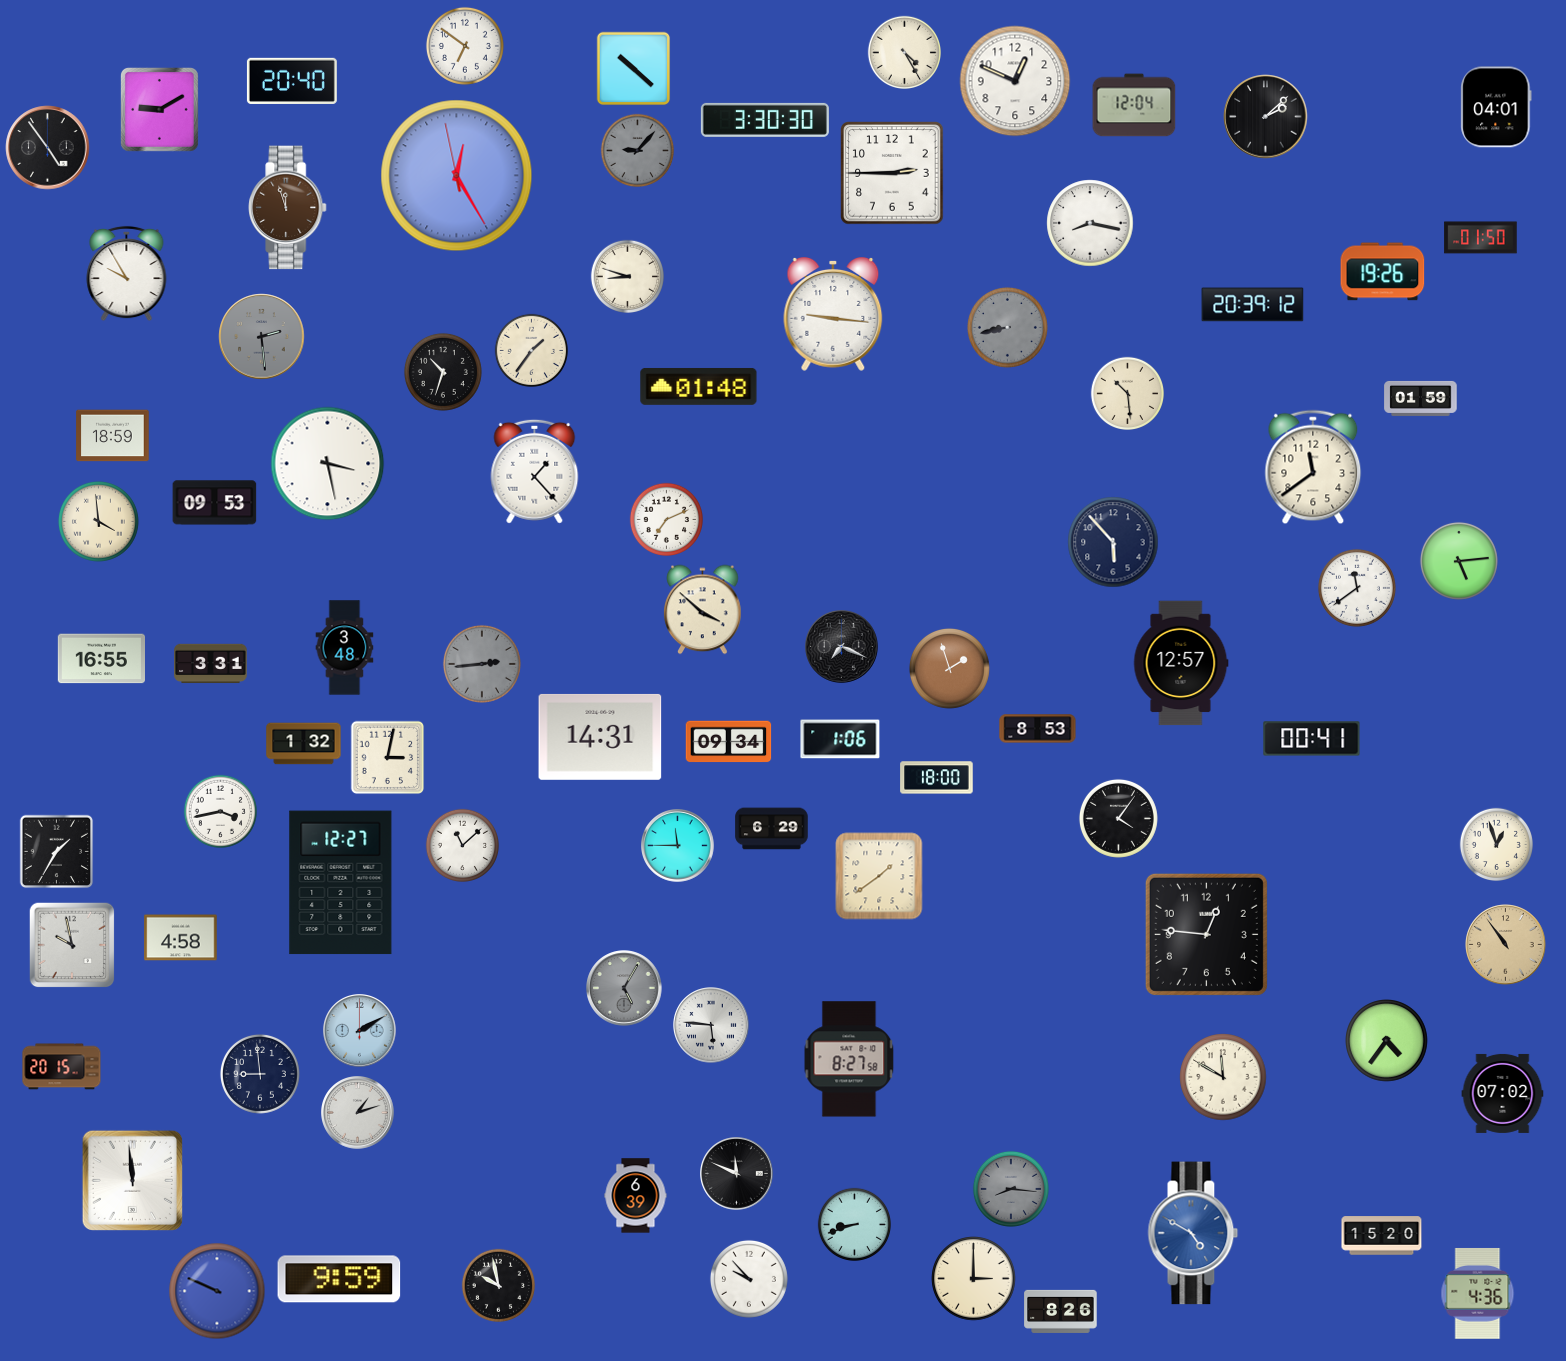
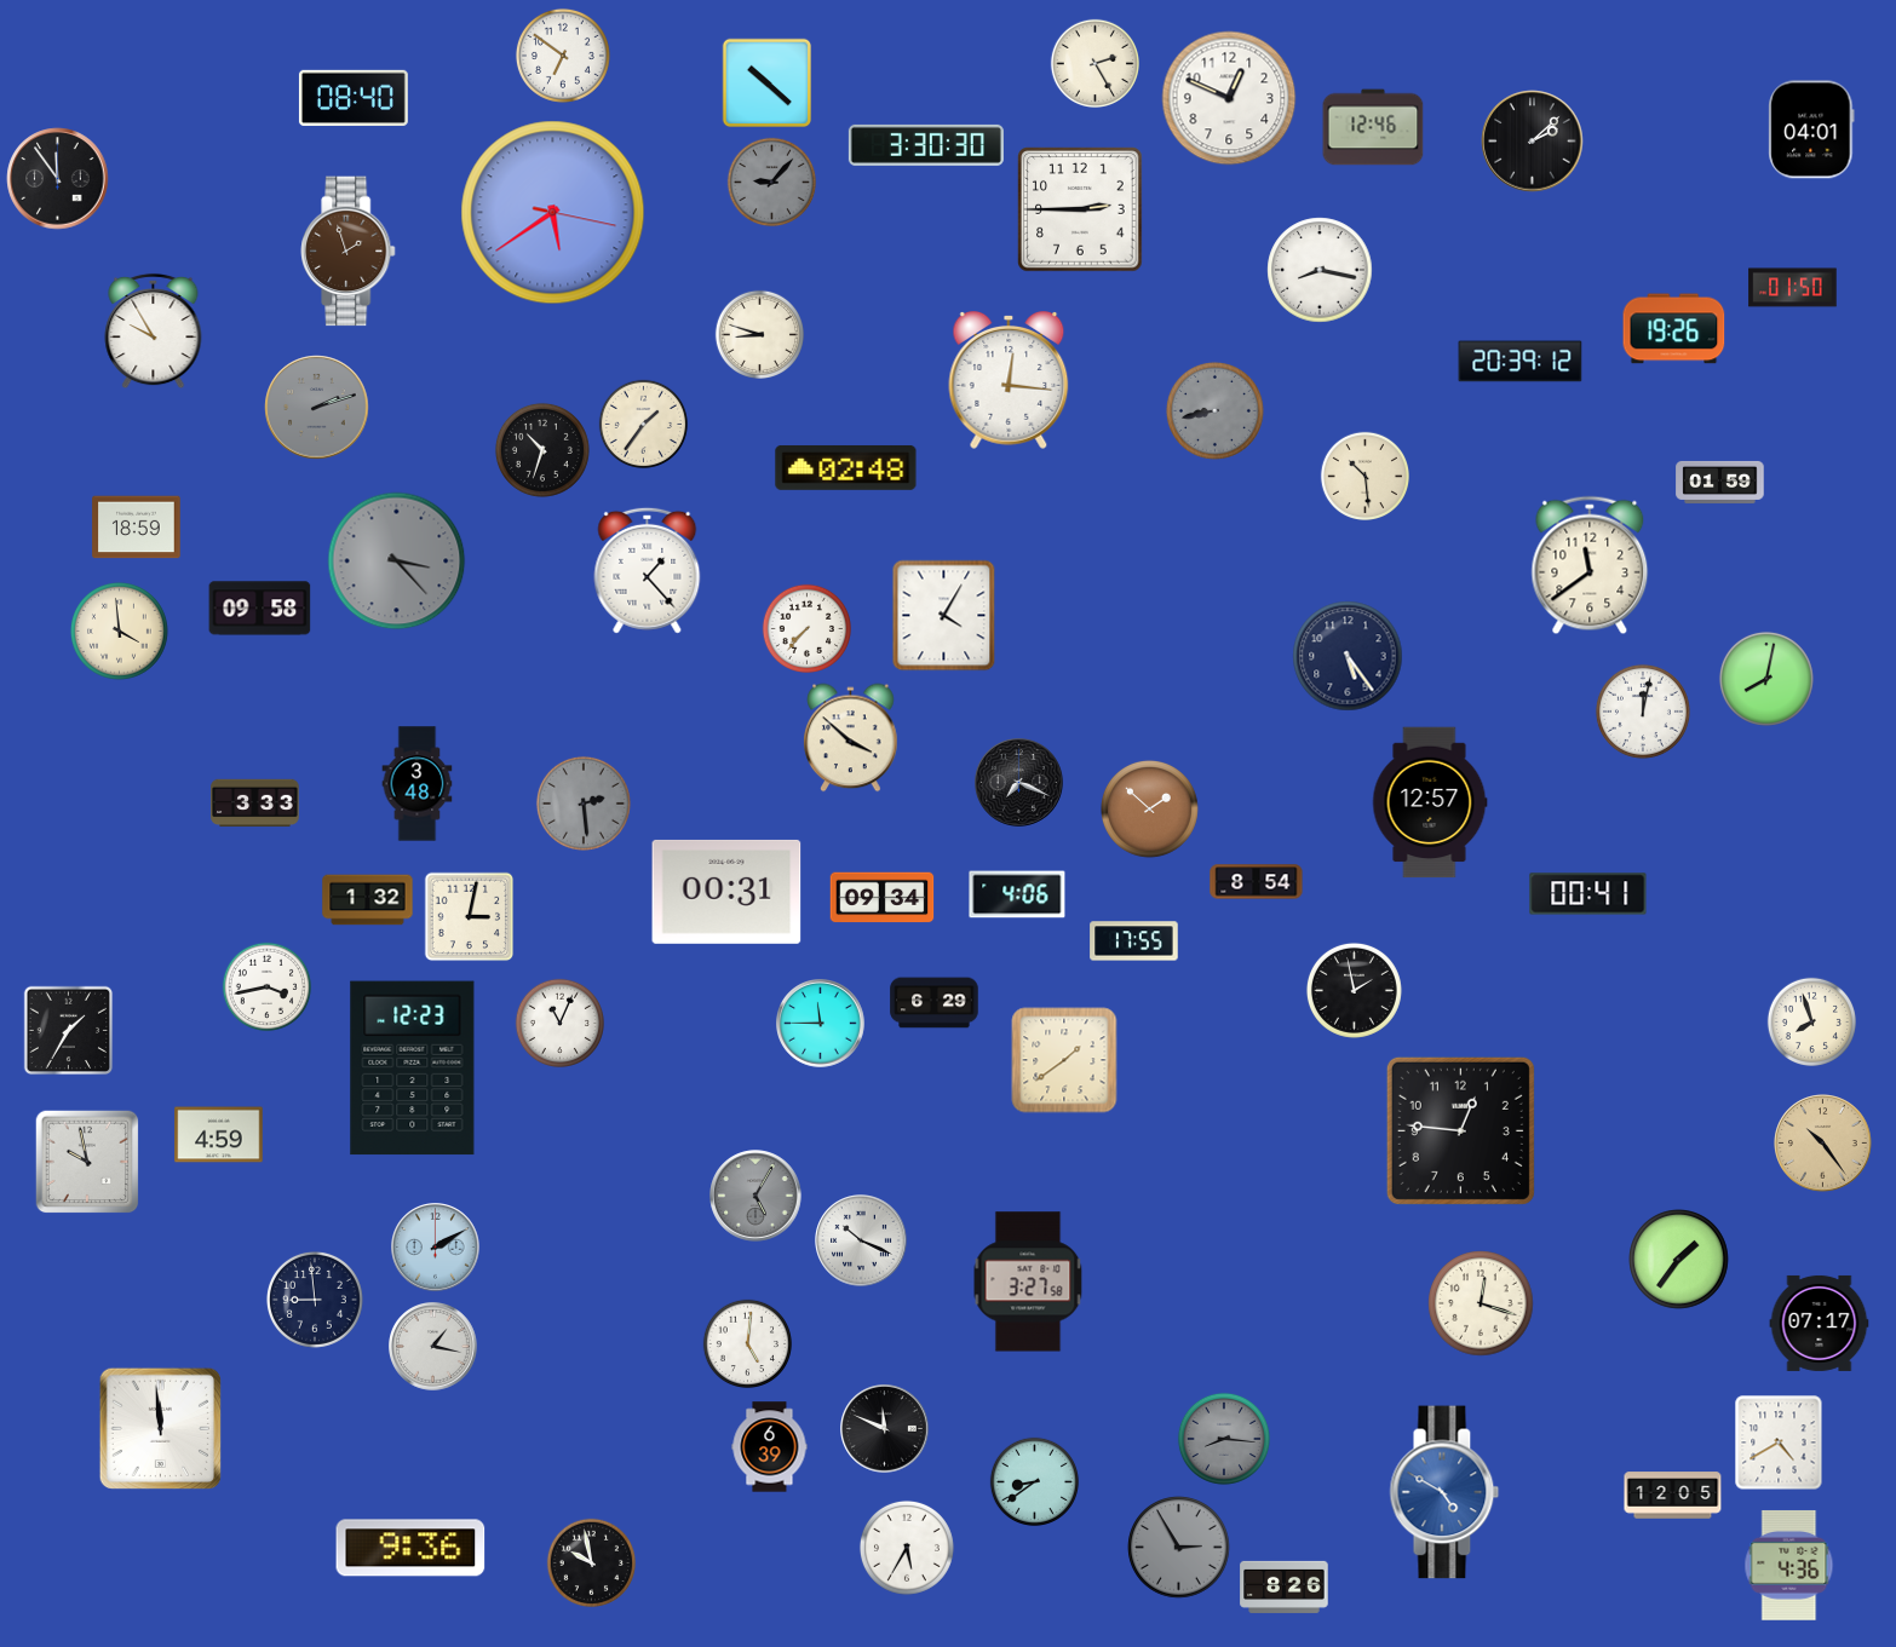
clock at (904, 52): 4:25 -> 2:25
clock at (292, 81): 20:40 -> 08:40
clock at (1134, 105): 12:04 -> 12:46
clock at (159, 109): 9:10 -> none
clock at (48, 148): 4:54 -> 11:54
clock at (457, 176): 12:24 -> 5:39
clock at (288, 208): 11:57 -> 1:57
clock at (1253, 305) position: (1253, 305) -> (1521, 362)
clock at (833, 315): 9:16 -> 12:16
clock at (1007, 327) position: (1007, 327) -> (1214, 410)
clock at (262, 337): 2:29 -> 2:12
clock at (443, 372) position: (443, 372) -> (542, 450)
clock at (699, 386): 01:48 -> 02:48
clock at (328, 464): 3:28 -> 3:23
clock at (328, 464) dial: white -> grey
clock at (215, 503): 09:53 -> 09:58
clock at (944, 616): none -> 4:05
clock at (666, 519): 7:11 -> 7:37
clock at (1113, 542): 5:53 -> 5:24
clock at (1459, 561): 5:14 -> 8:02
clock at (1357, 588): 11:39 -> 12:02
clock at (101, 659): 16:55 -> none
clock at (211, 664): 3:31 -> 3:33
clock at (482, 664): 2:44 -> 2:29
clock at (949, 668): 1:57 -> 1:52
clock at (1038, 729): 8:53 -> 8:54
clock at (600, 737): 14:31 -> 00:31
clock at (840, 739): 1:06 -> 4:06
clock at (937, 778): 18:00 -> 17:55
clock at (220, 811) position: (220, 811) -> (266, 986)
clock at (1118, 818): 4:06 -> 1:58
clock at (1496, 844): 12:57 -> 7:57
clock at (462, 845): 11:08 -> 11:04
clock at (341, 883): 12:27 -> 12:23
clock at (181, 938): 4:58 -> 4:59
clock at (72, 945) position: (72, 945) -> (87, 1162)
clock at (1506, 945): 10:54 -> 10:24
clock at (711, 1025): 5:46 -> 10:19
clock at (1387, 1041): 4:36 -> 1:36
clock at (849, 1059): 8:27 -> 3:27
clock at (62, 1067): 20:15 -> none
clock at (1223, 1077): 11:50 -> 12:18
clock at (1503, 1093): 07:02 -> 07:17
clock at (747, 1343): none -> 5:01
clock at (358, 1113): 1:12 -> 1:17
clock at (737, 1174) position: (737, 1174) -> (885, 1429)
clock at (1779, 1442): none -> 4:40
clock at (854, 1224): 8:42 -> 8:39
clock at (1382, 1236): 15:20 -> 12:05
clock at (339, 1279): 9:59 -> 9:36
clock at (749, 1279): 9:53 -> 5:35
clock at (974, 1279): 3:00 -> 2:55
clock at (974, 1279) dial: cream -> grey
clock at (498, 1285) position: (498, 1285) -> (591, 1562)
clock at (217, 1291): 9:49 -> none
